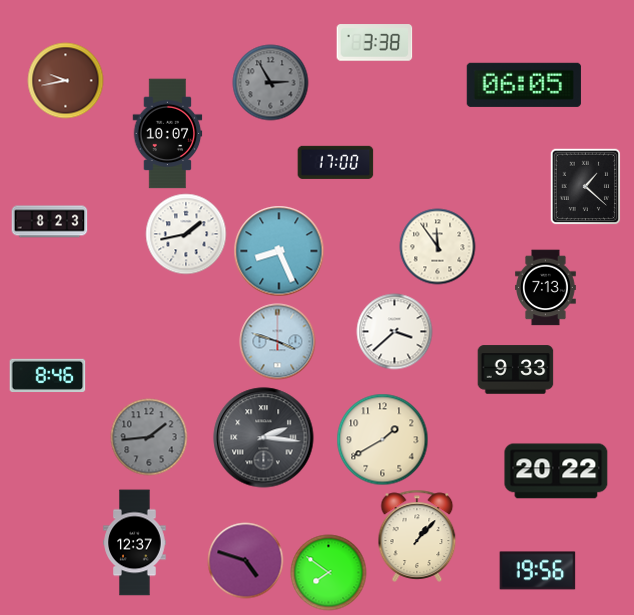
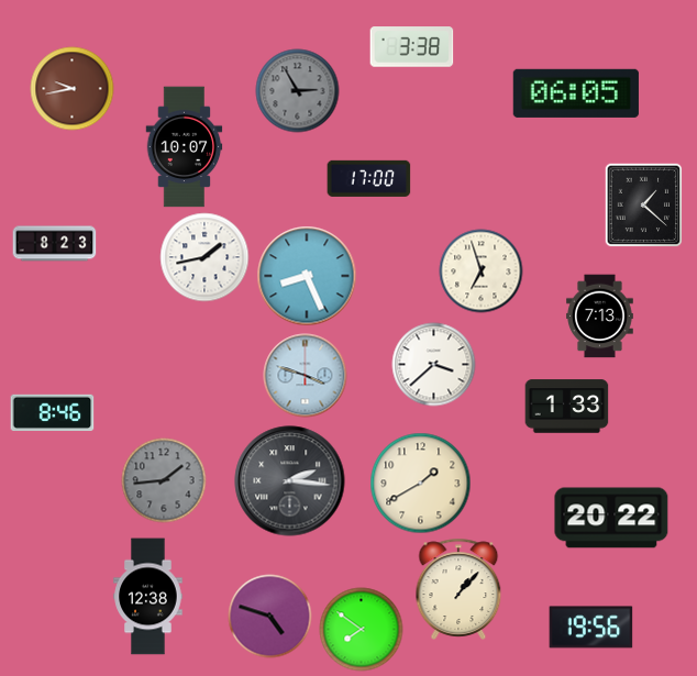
clock at (438, 247): 11:54 -> 6:57
clock at (516, 370): 9:33 -> 1:33
clock at (135, 543): 12:37 -> 12:38
